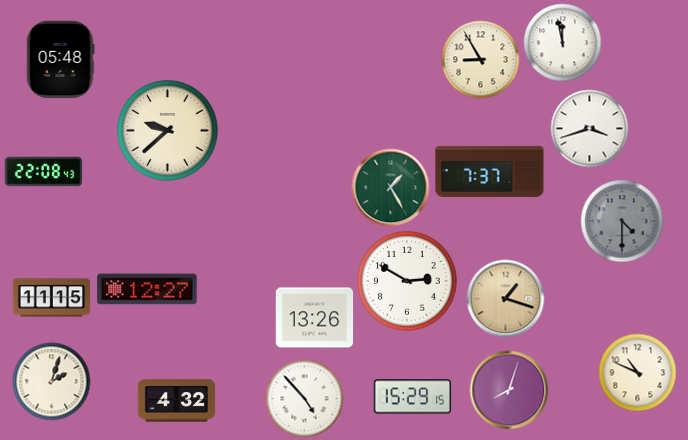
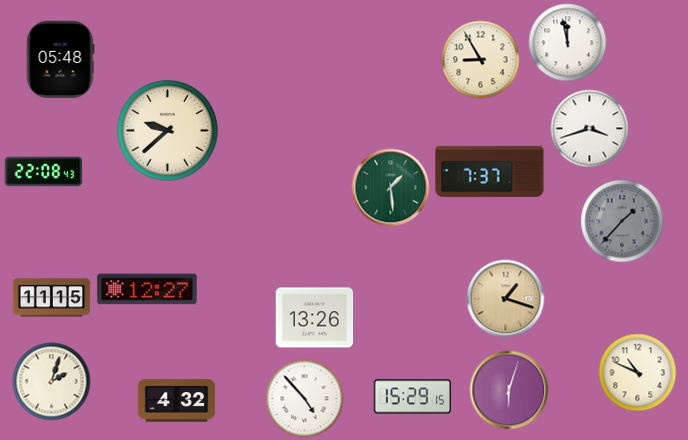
clock at (562, 42) position: (562, 42) -> (567, 42)
clock at (390, 187): 1:25 -> 1:29
clock at (622, 221): 4:30 -> 1:37
clock at (407, 281): 2:50 -> none
clock at (509, 390): 8:03 -> 6:03
